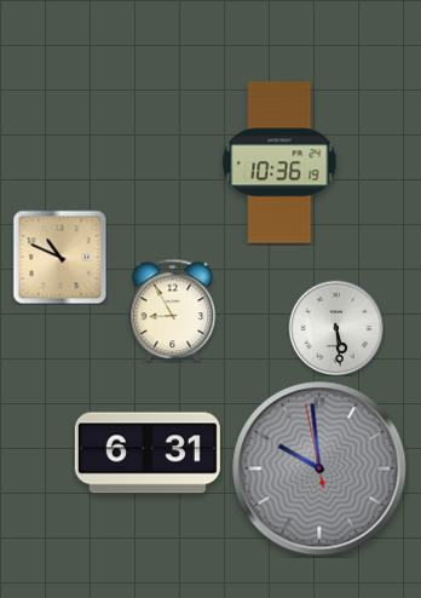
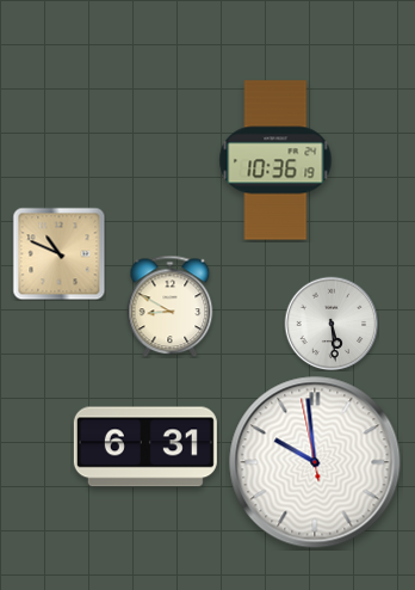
clock at (173, 310): 8:55 -> 8:50
clock at (319, 468) dial: grey -> white
